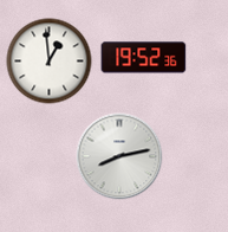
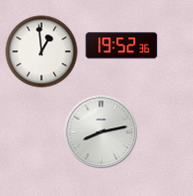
clock at (144, 58) position: (144, 58) -> (122, 46)
